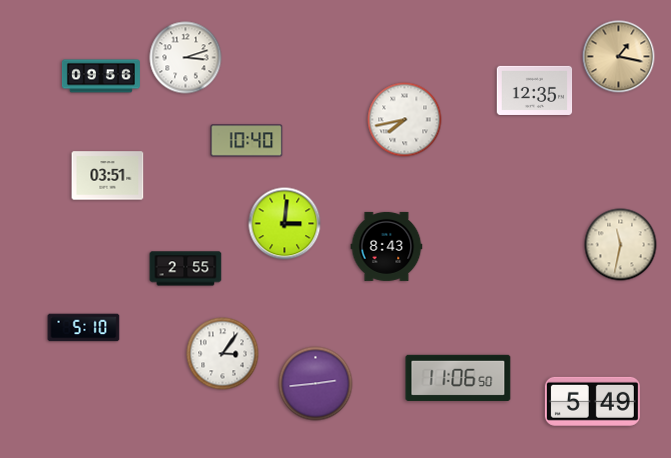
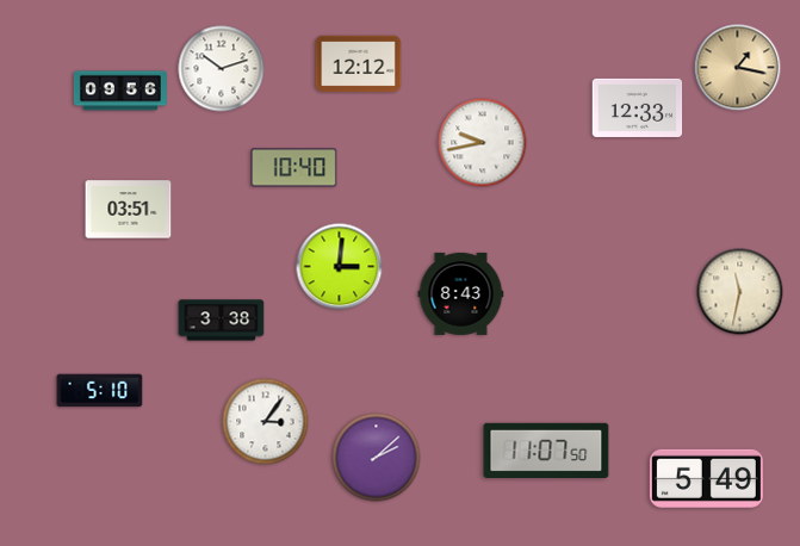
clock at (359, 64): none -> 12:12
clock at (186, 58): 3:12 -> 10:12
clock at (535, 90): 12:35 -> 12:33
clock at (405, 120): 7:43 -> 9:43
clock at (186, 269): 2:55 -> 3:38
clock at (458, 378): 11:06 -> 11:07
clock at (316, 384): 2:44 -> 2:08
